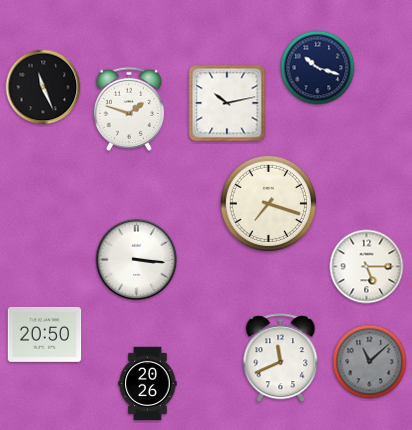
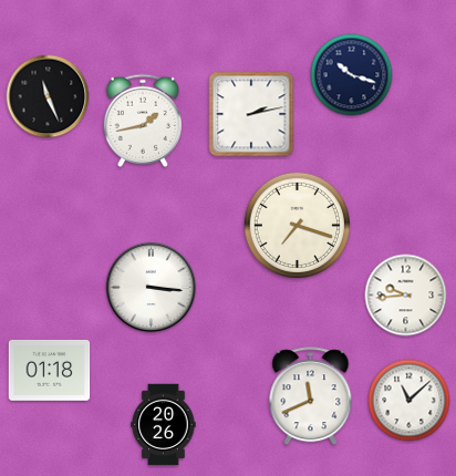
clock at (227, 103): 10:13 -> 2:13
clock at (129, 109): 1:48 -> 1:43
clock at (367, 267): 5:15 -> 9:44
clock at (45, 334): 20:50 -> 01:18
clock at (370, 362) dial: grey -> white
